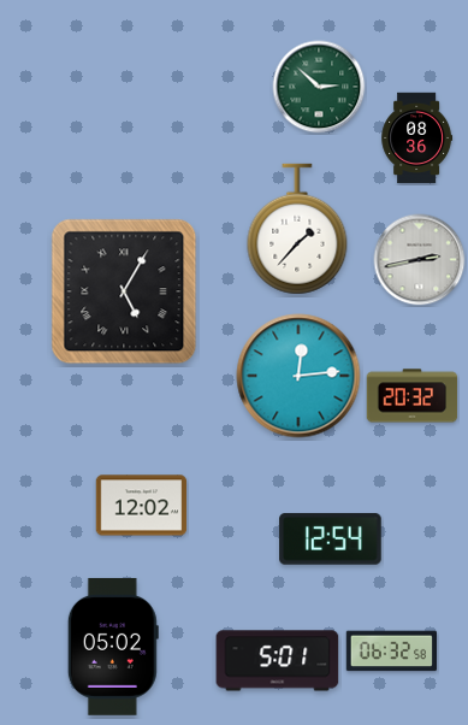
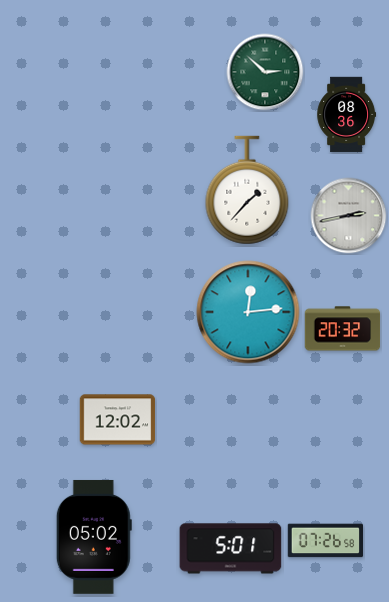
clock at (124, 291): 5:05 -> none
clock at (331, 540): 12:54 -> none
clock at (392, 652): 06:32 -> 07:26
